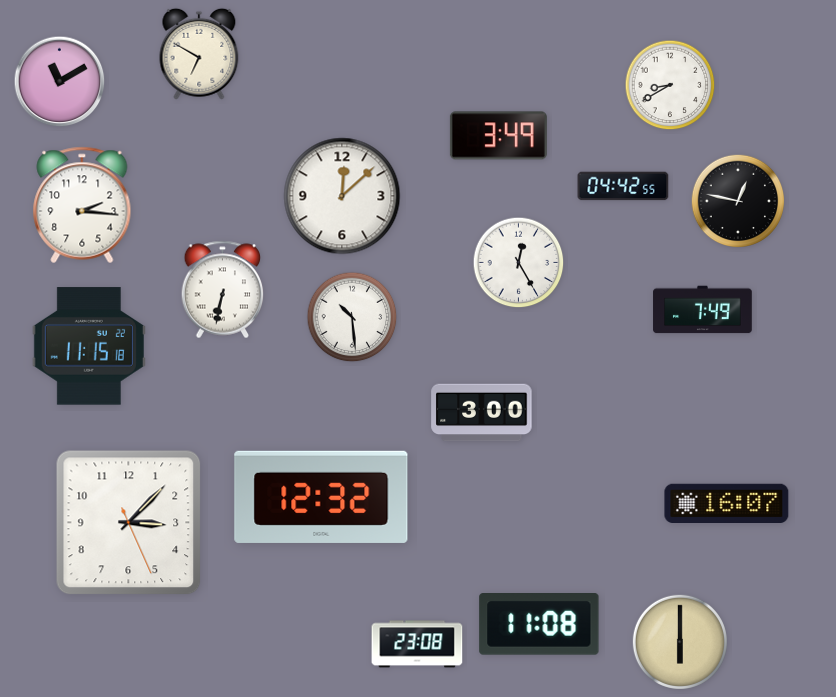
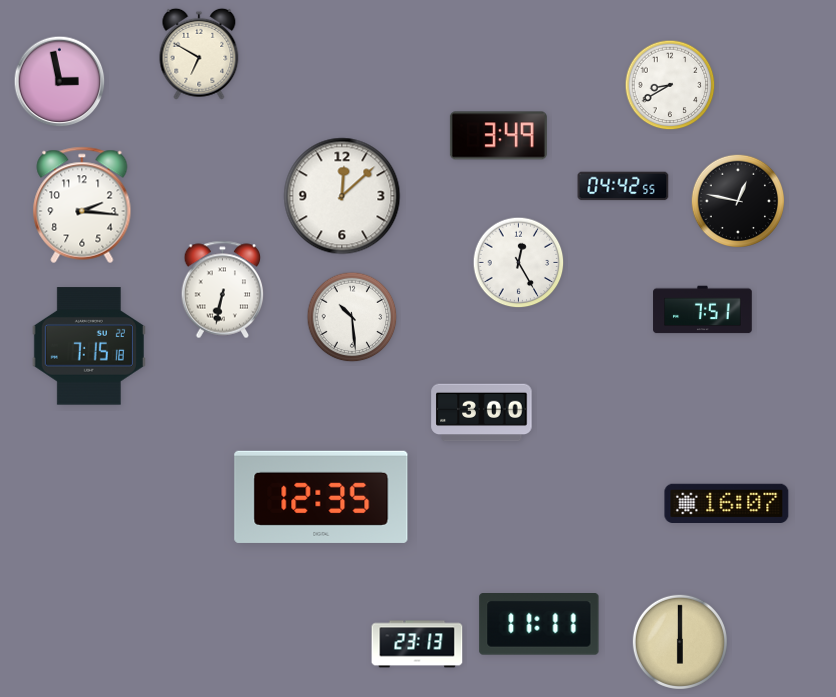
clock at (60, 82): 11:10 -> 2:58
clock at (703, 310): 7:49 -> 7:51
clock at (89, 346): 11:15 -> 7:15
clock at (321, 497): 12:32 -> 12:35
clock at (129, 523): 3:07 -> none
clock at (539, 624): 11:08 -> 11:11
clock at (417, 644): 23:08 -> 23:13
